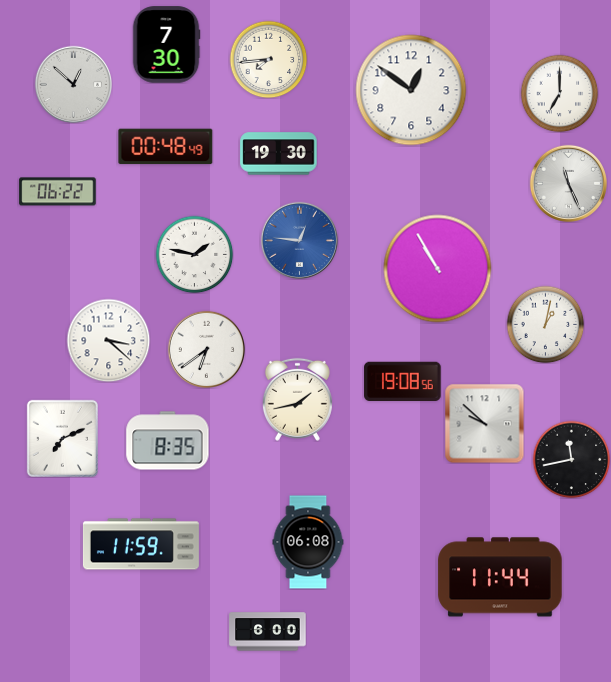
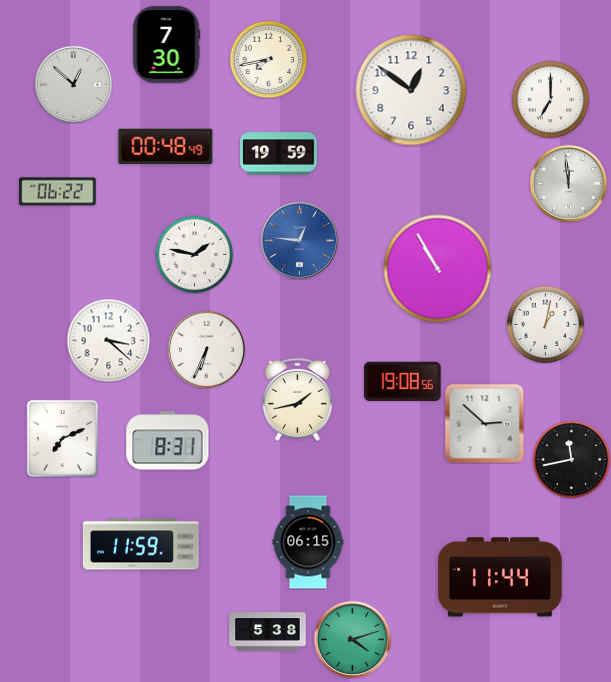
clock at (268, 59): 7:44 -> 7:43
clock at (559, 93) position: (559, 93) -> (550, 99)
clock at (279, 154): 19:30 -> 19:59
clock at (568, 183): 11:26 -> 11:59
clock at (206, 349): 6:39 -> 6:34
clock at (484, 423): 9:52 -> 2:52
clock at (168, 441): 8:35 -> 8:31
clock at (308, 542): 06:08 -> 06:15
clock at (268, 632): 6:00 -> 5:38
clock at (352, 639): none -> 4:12
